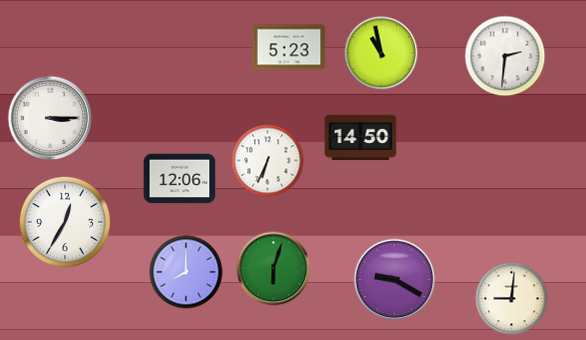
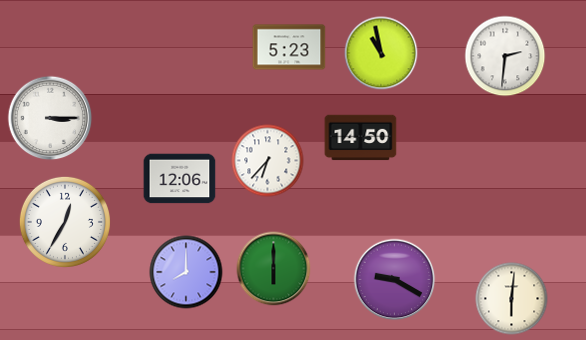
clock at (268, 161): 6:34 -> 6:37
clock at (274, 269): 6:03 -> 6:00
clock at (512, 299): 9:01 -> 6:01
